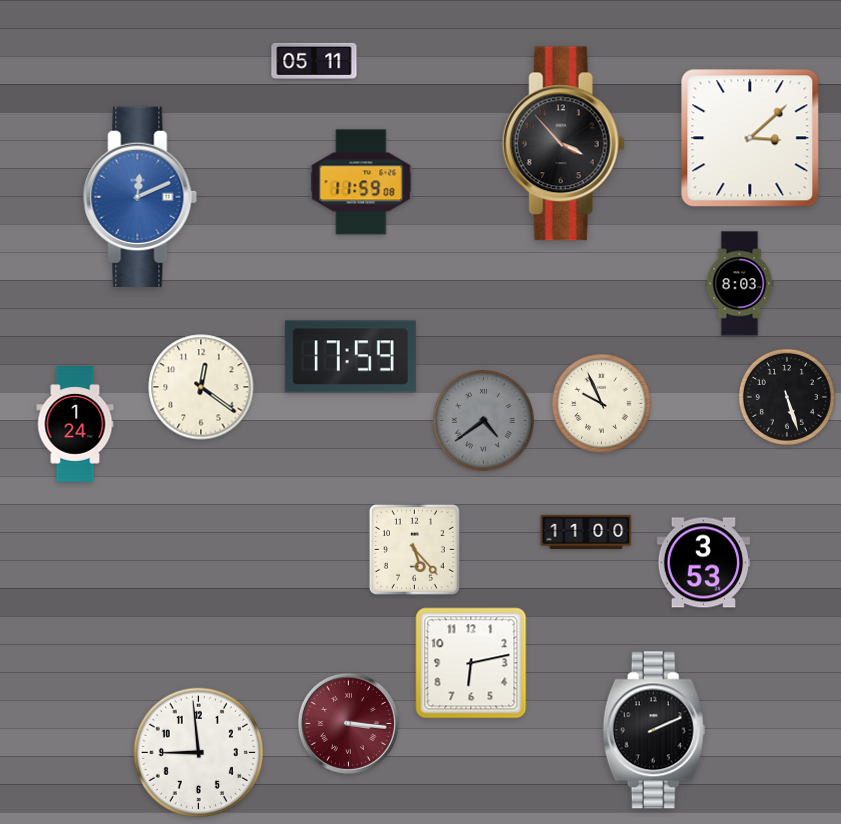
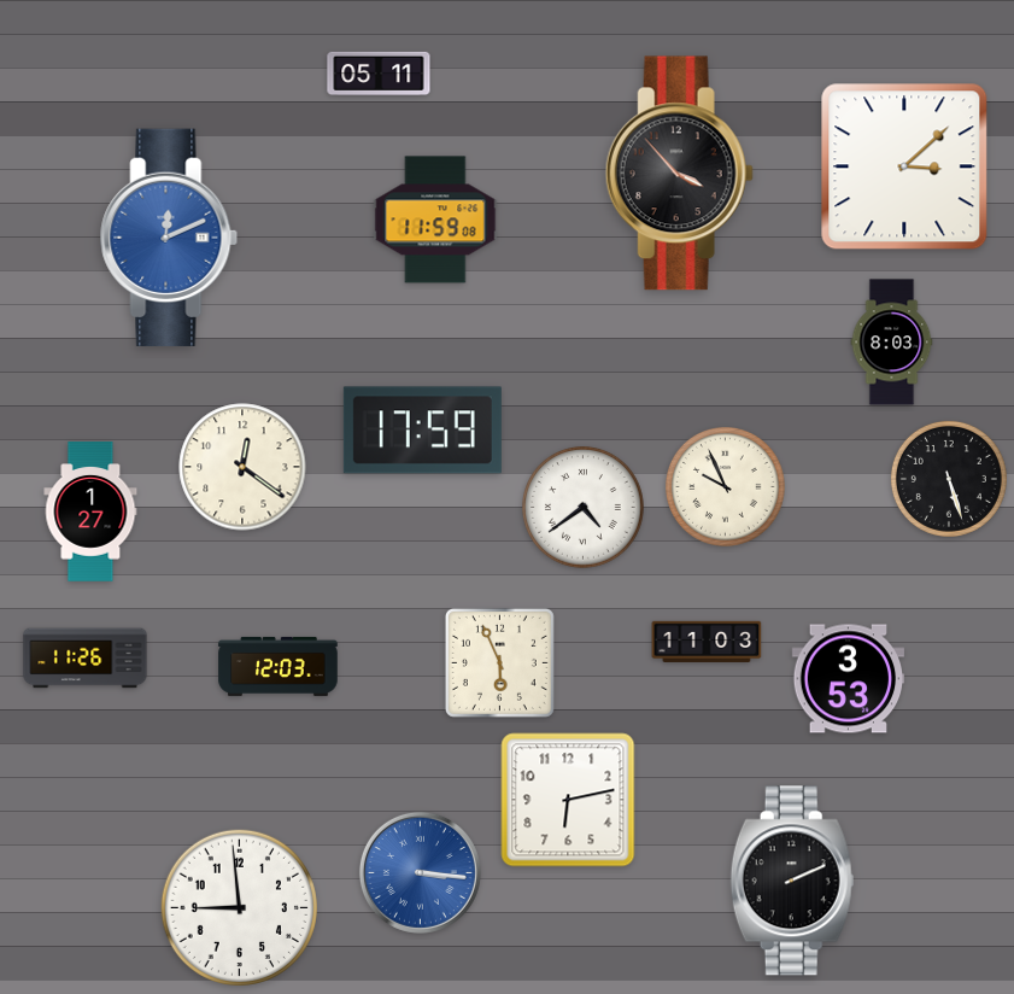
clock at (484, 421) dial: grey -> white
clock at (75, 424): 1:24 -> 1:27
clock at (586, 532): 11:00 -> 11:03
clock at (86, 659): none -> 11:26
clock at (414, 549): 5:23 -> 5:56
clock at (279, 666): none -> 12:03
clock at (348, 723) dial: burgundy -> blue
clock at (654, 730) position: (654, 730) -> (792, 881)
